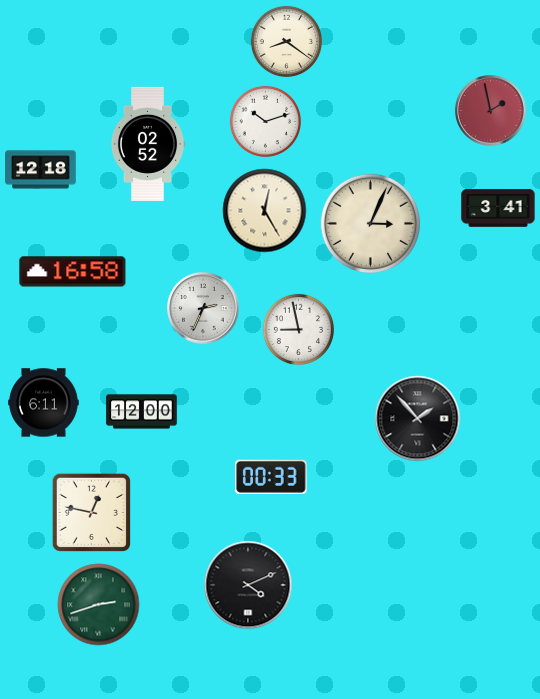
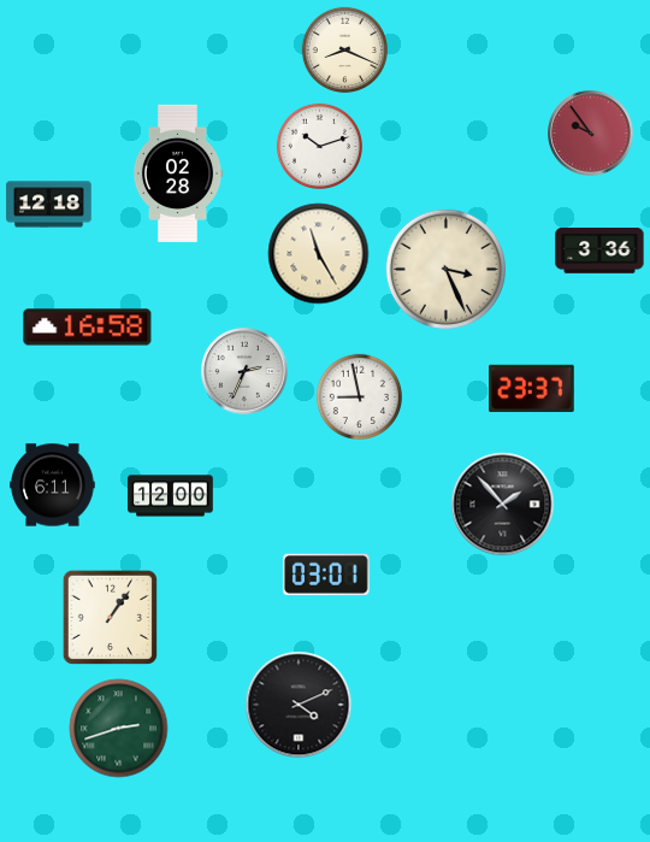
clock at (286, 41): 8:21 -> 8:19
clock at (491, 111): 1:58 -> 9:54
clock at (148, 144): 02:52 -> 02:28
clock at (498, 208): 3:41 -> 3:36
clock at (265, 211): 12:25 -> 11:25
clock at (370, 223): 3:04 -> 3:26
clock at (532, 389): none -> 23:37
clock at (271, 477): 00:33 -> 03:01
clock at (91, 512): 12:47 -> 1:06
